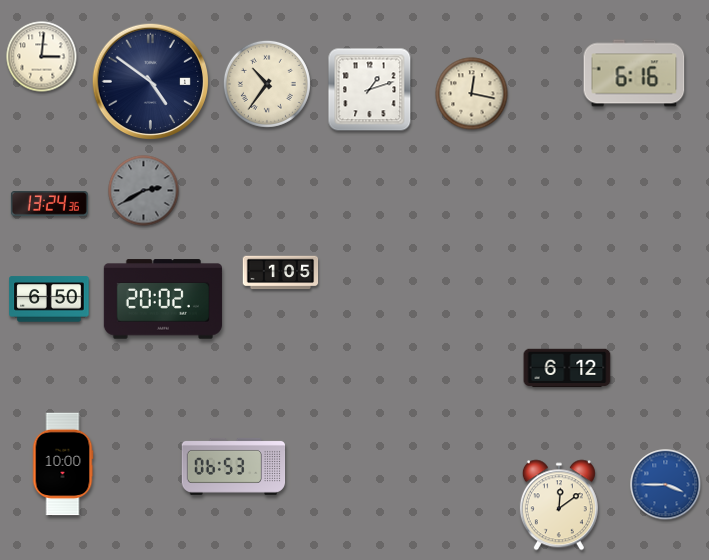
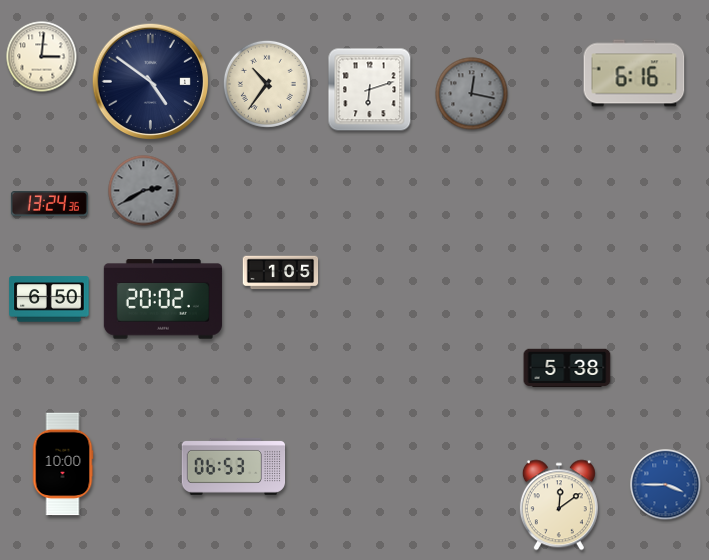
clock at (370, 90): 1:12 -> 6:12
clock at (472, 94) dial: cream -> grey
clock at (567, 368): 6:12 -> 5:38
